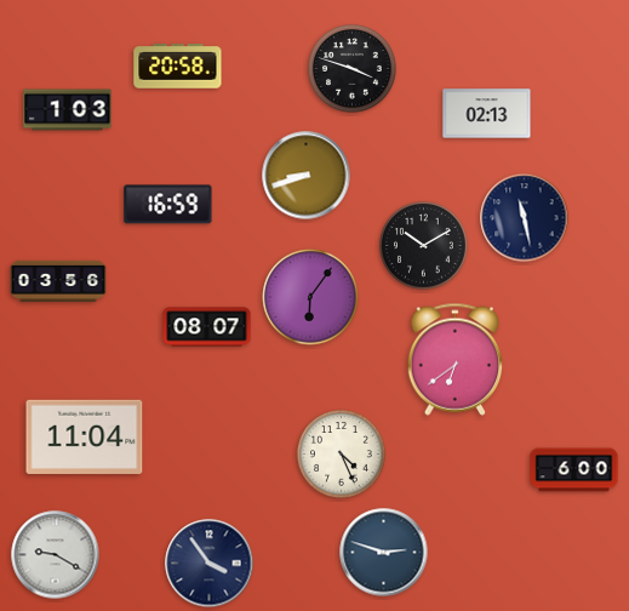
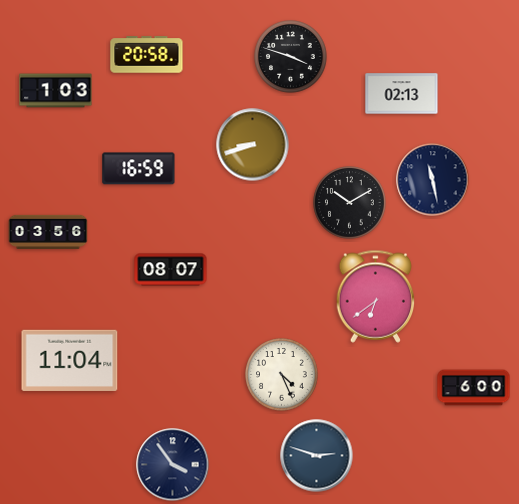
clock at (310, 297): 6:06 -> none
clock at (56, 555): 9:20 -> none
